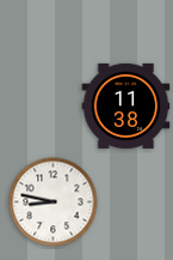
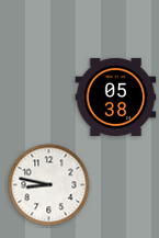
clock at (126, 105): 11:38 -> 05:38
